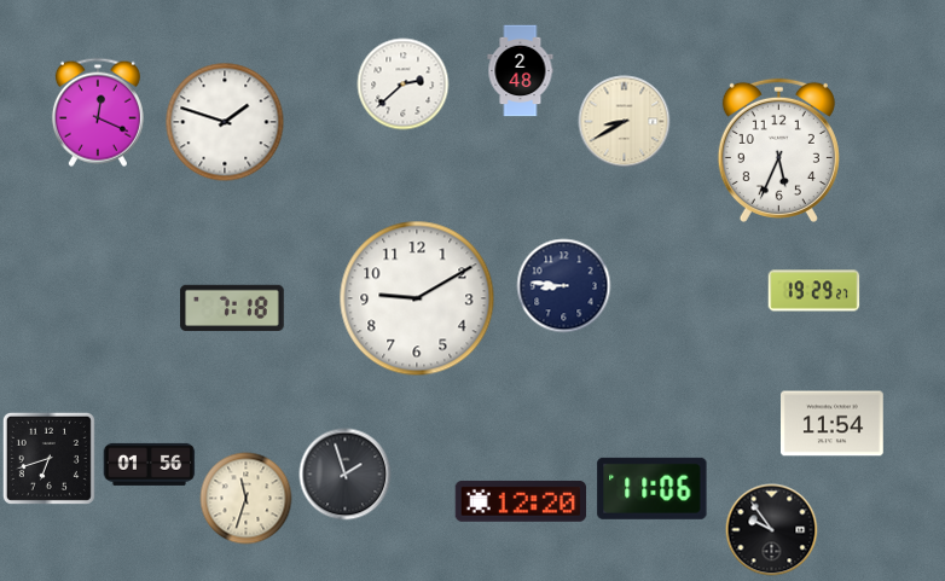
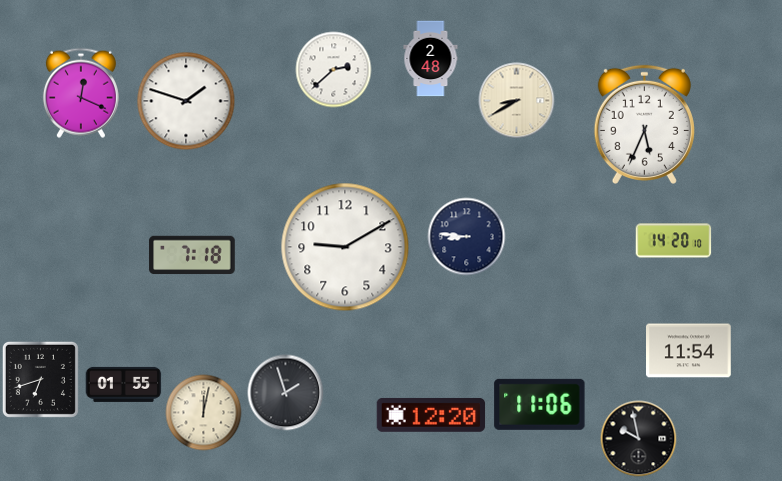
clock at (814, 291): 19:29 -> 14:20
clock at (150, 464): 01:56 -> 01:55
clock at (247, 499): 11:33 -> 12:02
clock at (772, 530): 9:54 -> 9:58
